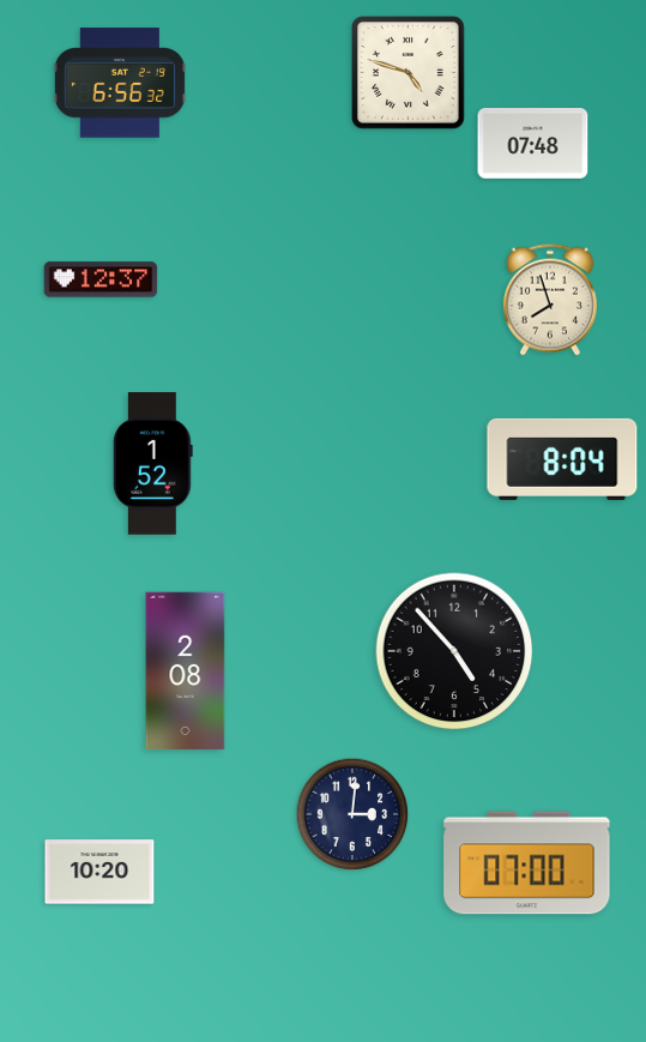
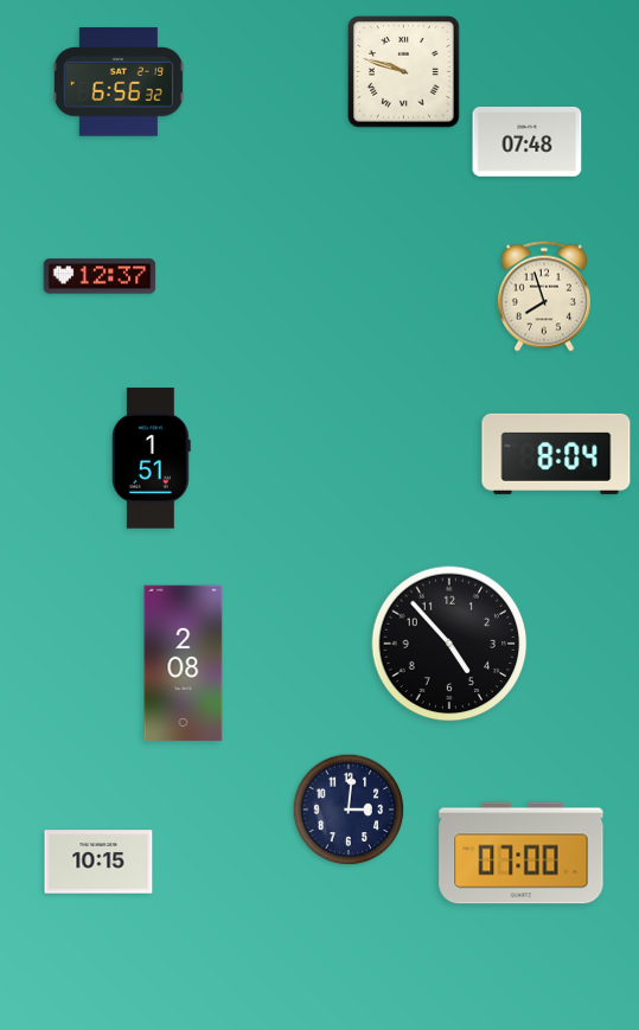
clock at (409, 73): 4:48 -> 9:48
clock at (152, 464): 1:52 -> 1:51
clock at (352, 814) position: (352, 814) -> (349, 810)
clock at (99, 872): 10:20 -> 10:15
